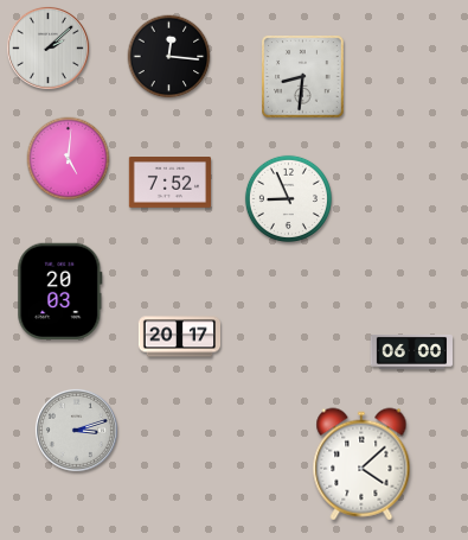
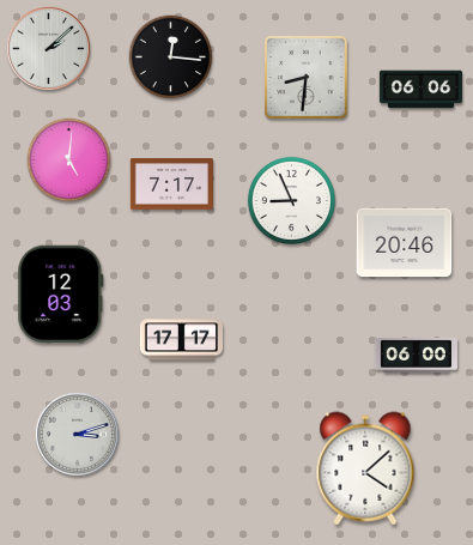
clock at (420, 90): none -> 06:06
clock at (169, 183): 7:52 -> 7:17
clock at (405, 243): none -> 20:46
clock at (60, 291): 20:03 -> 12:03
clock at (179, 337): 20:17 -> 17:17
